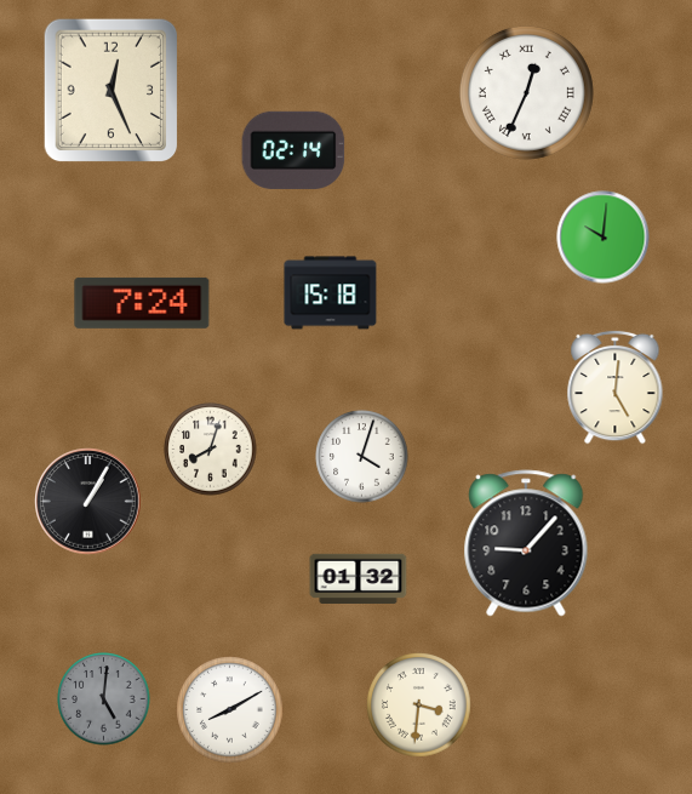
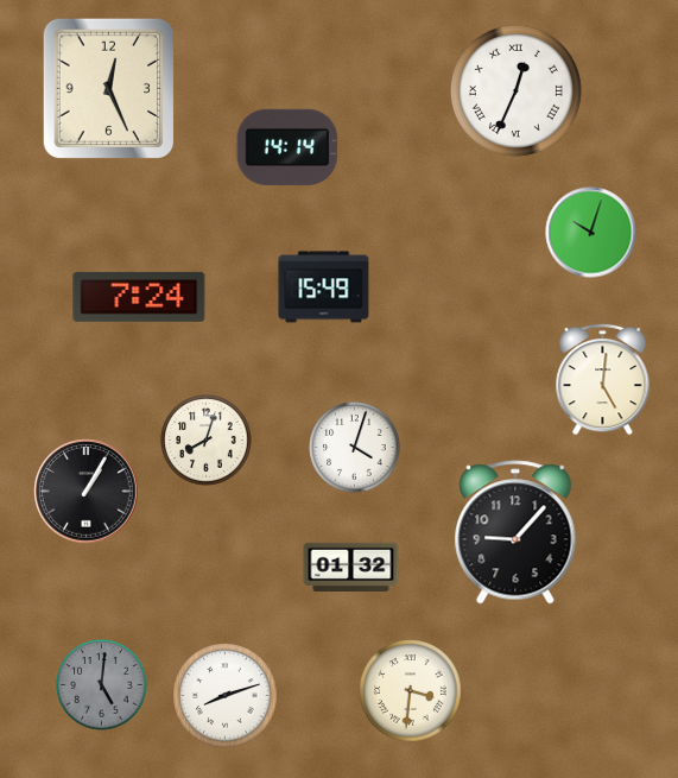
clock at (293, 150): 02:14 -> 14:14
clock at (604, 238): 10:01 -> 10:03
clock at (331, 293): 15:18 -> 15:49
clock at (230, 710): 8:10 -> 8:12
